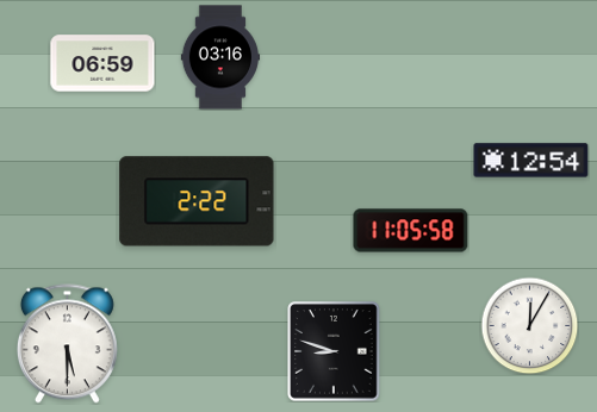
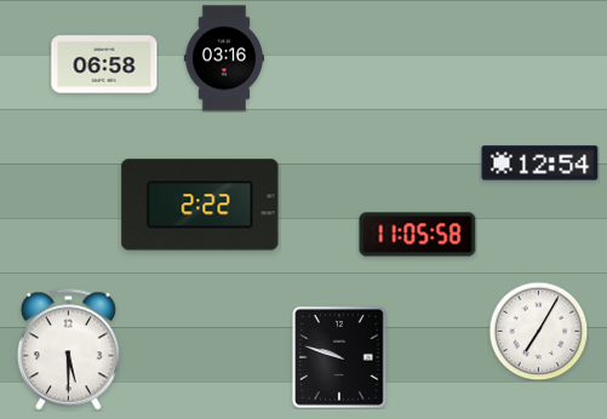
clock at (102, 63): 06:59 -> 06:58
clock at (529, 325): 12:05 -> 7:05
clock at (334, 351): 8:48 -> 9:48
